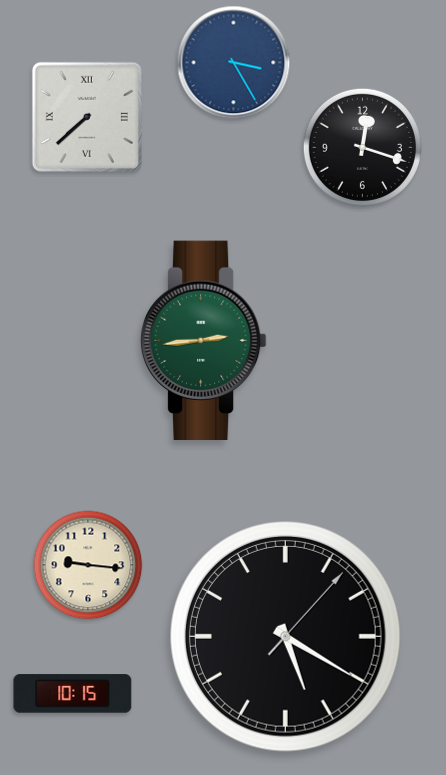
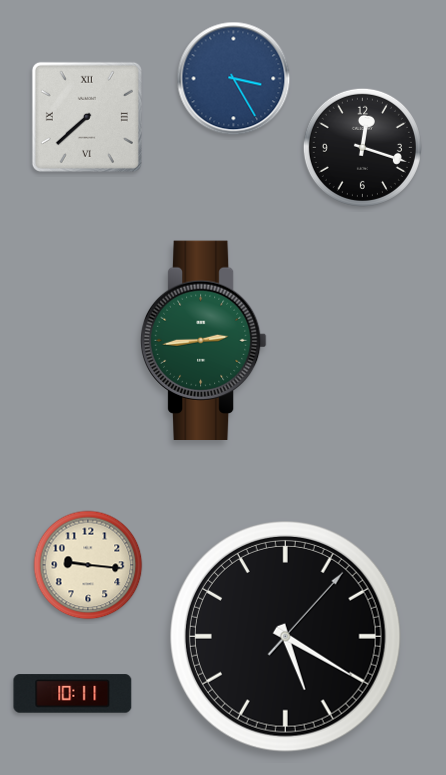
clock at (234, 63) position: (234, 63) -> (234, 79)
clock at (73, 694): 10:15 -> 10:11
